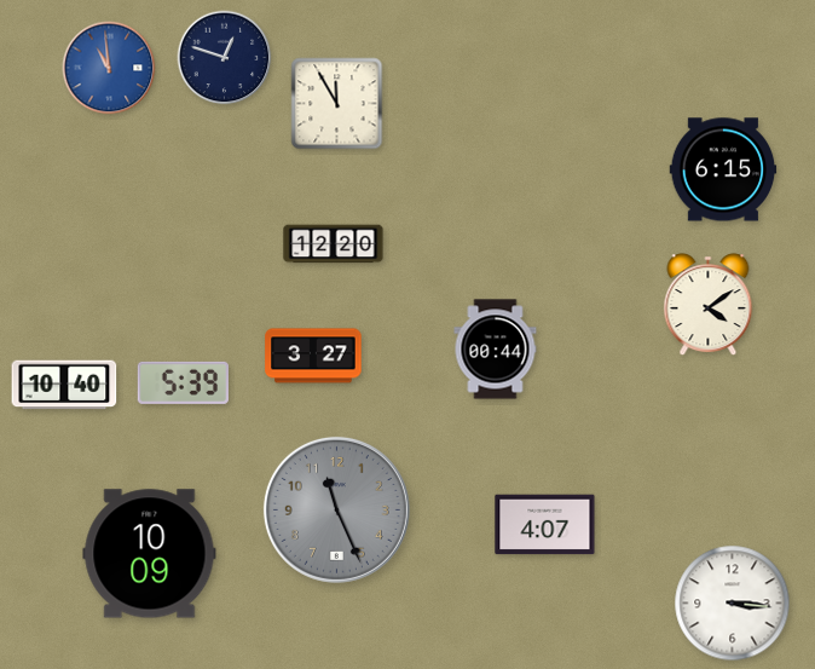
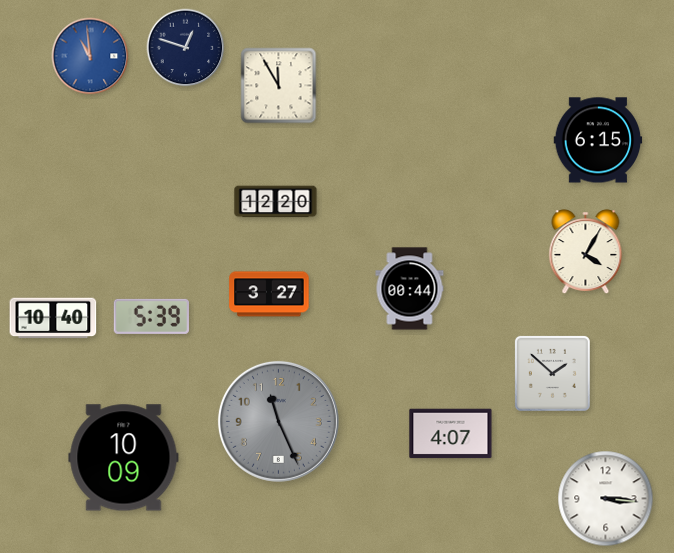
clock at (709, 305): 4:09 -> 4:05
clock at (313, 356) position: (313, 356) -> (269, 294)
clock at (552, 373): none -> 1:52
